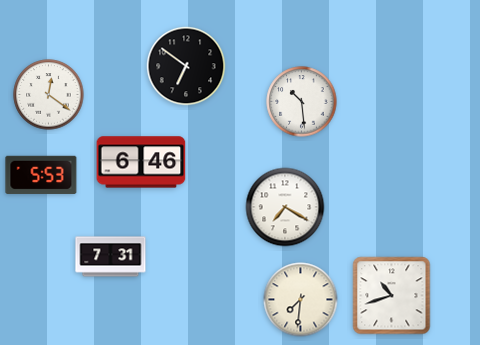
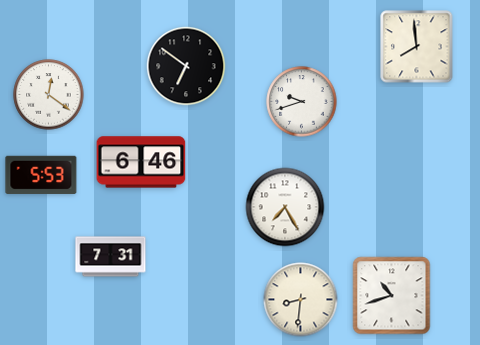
clock at (417, 47): none -> 7:59
clock at (302, 102): 10:29 -> 9:42
clock at (285, 207): 7:20 -> 7:25
clock at (301, 300): 7:31 -> 8:31
